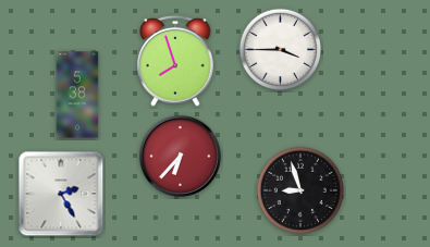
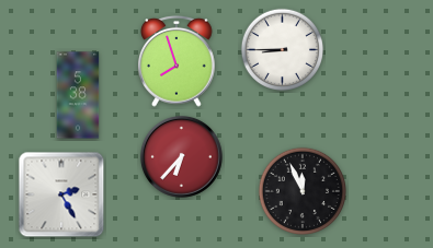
clock at (281, 50): 3:45 -> 8:45
clock at (299, 189): 8:57 -> 11:56
